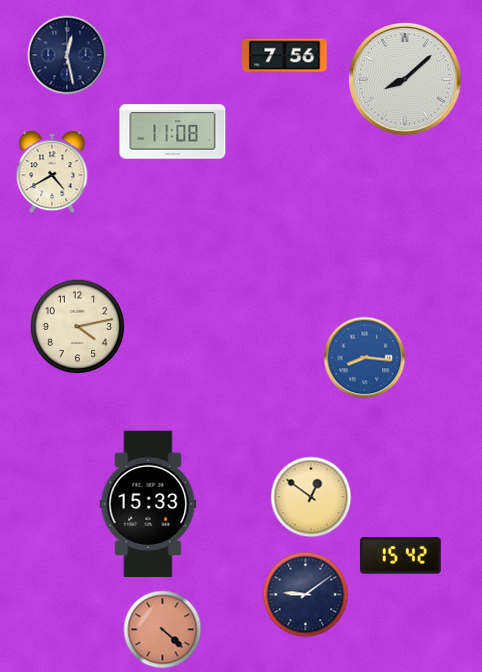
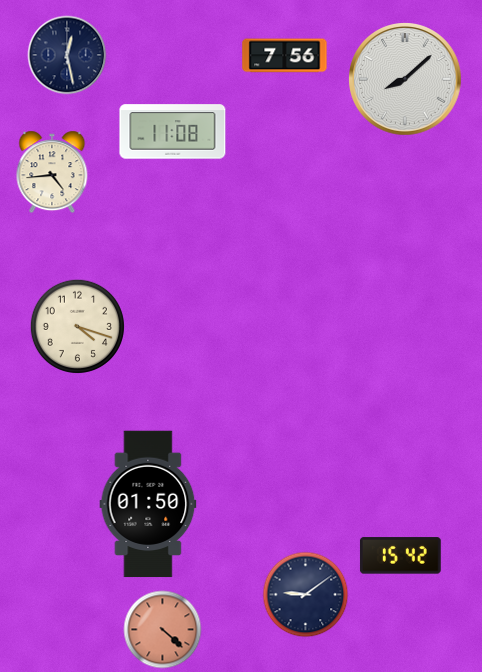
clock at (52, 172): 4:40 -> 4:44
clock at (77, 326): 4:13 -> 4:18
clock at (365, 358): 8:16 -> none
clock at (311, 497): 12:51 -> none
clock at (148, 504): 15:33 -> 01:50
